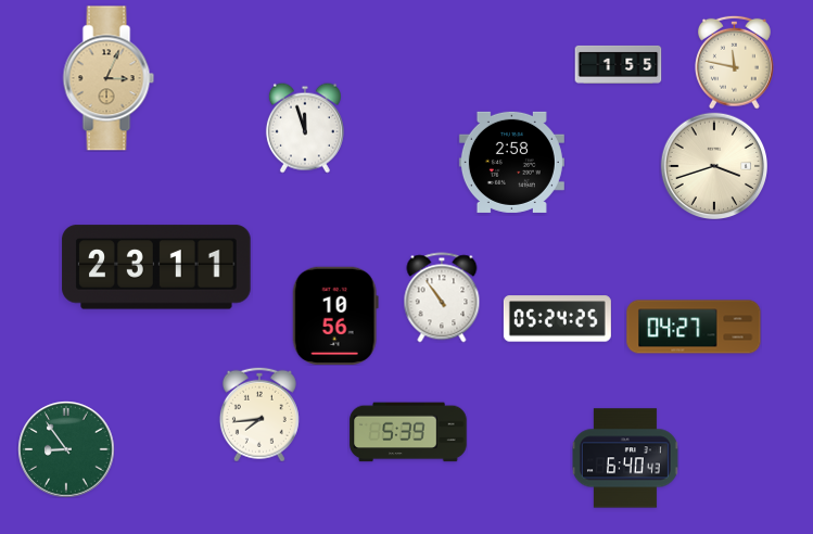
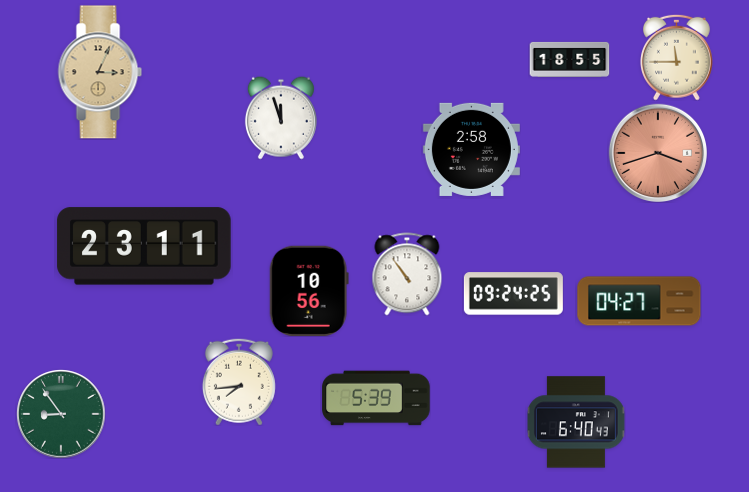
clock at (735, 62): 11:47 -> 11:45
clock at (618, 64): 1:55 -> 18:55
clock at (713, 165) dial: cream -> salmon
clock at (557, 319): 05:24 -> 09:24
